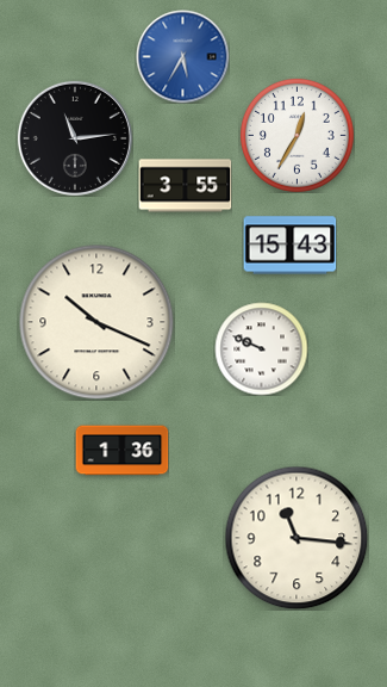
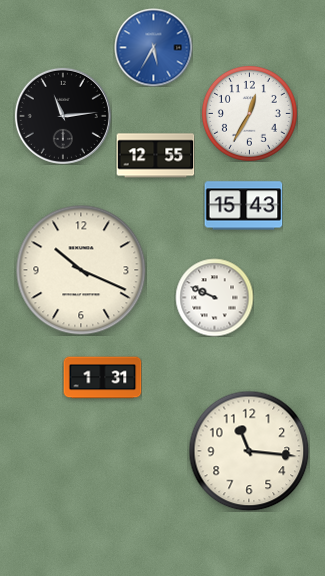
clock at (185, 186): 3:55 -> 12:55
clock at (261, 348) position: (261, 348) -> (214, 297)
clock at (121, 451): 1:36 -> 1:31
